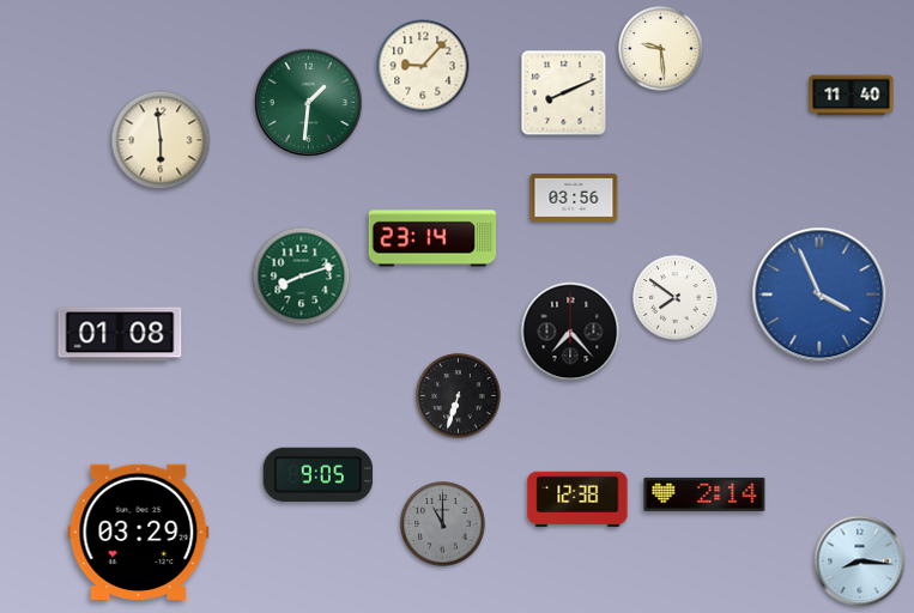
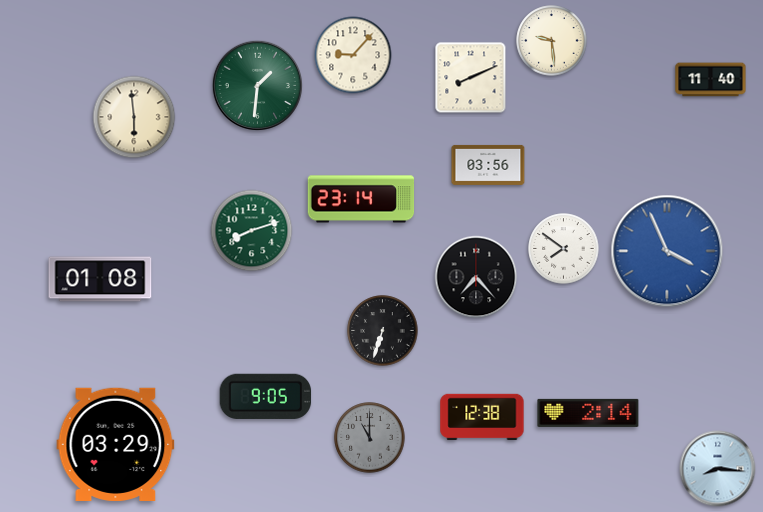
clock at (574, 198) position: (574, 198) -> (488, 165)
clock at (819, 295) position: (819, 295) -> (667, 251)
